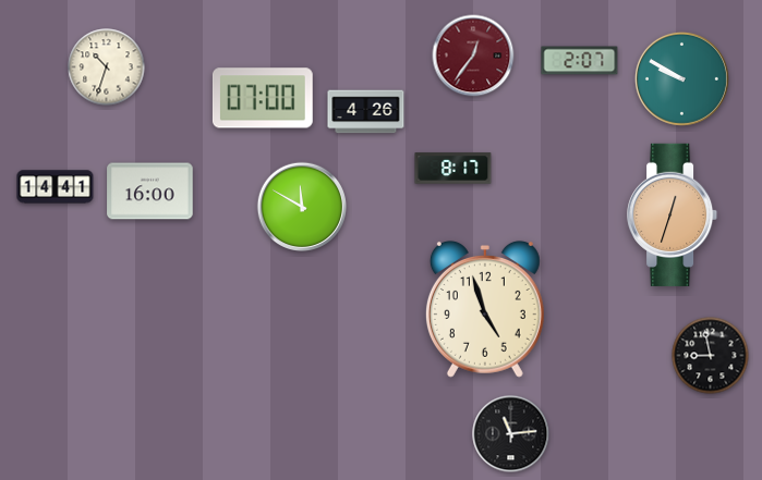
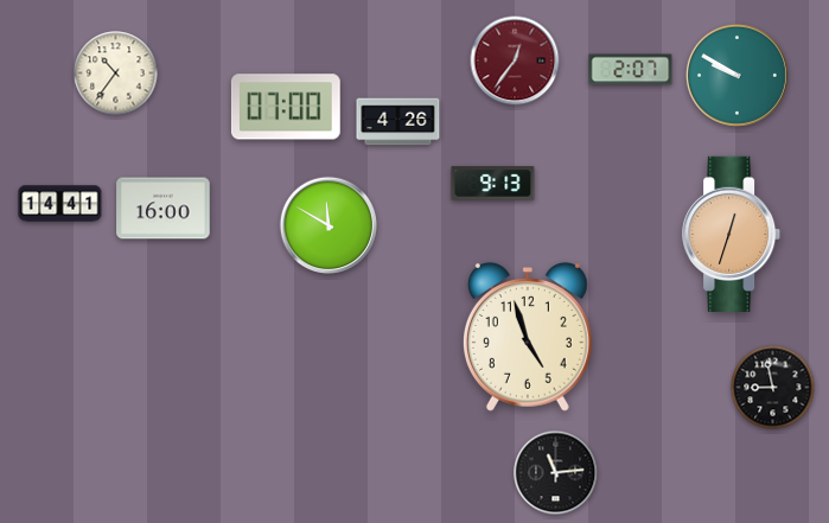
clock at (580, 61) position: (580, 61) -> (631, 70)
clock at (107, 67): 10:33 -> 10:36
clock at (681, 78) position: (681, 78) -> (736, 75)
clock at (453, 169): 8:17 -> 9:13
